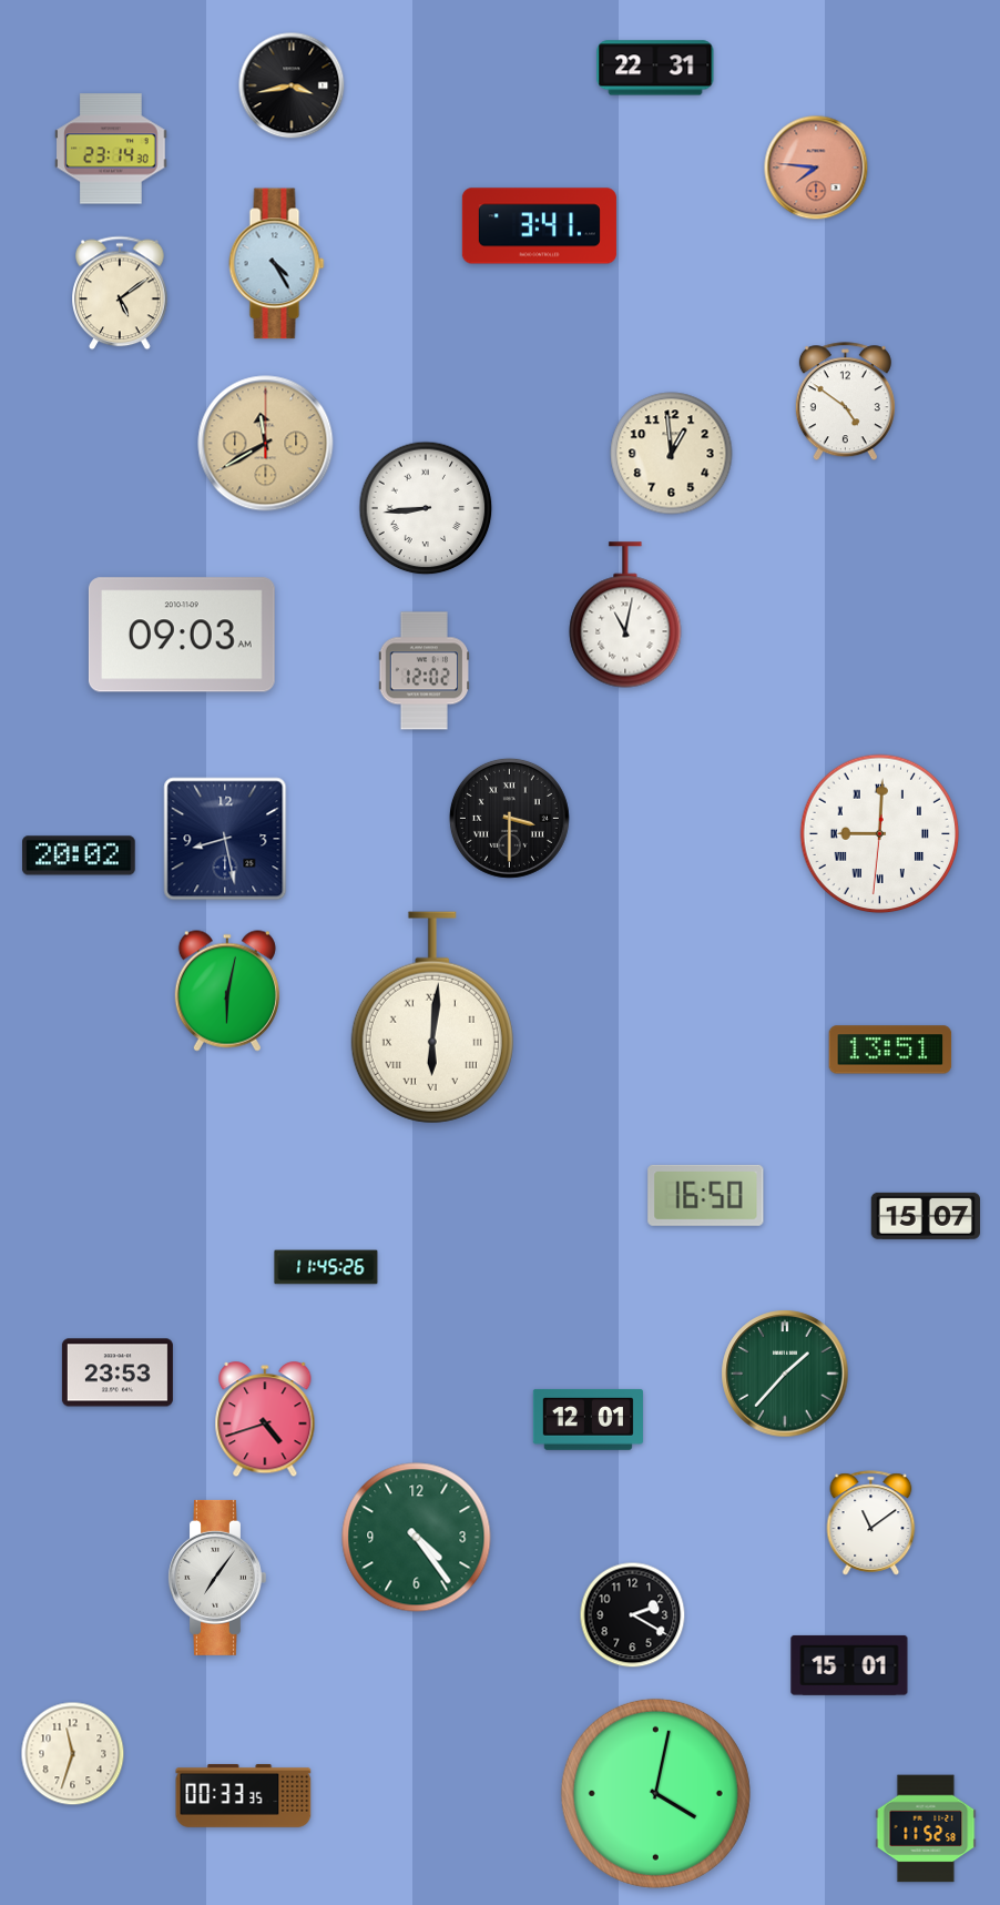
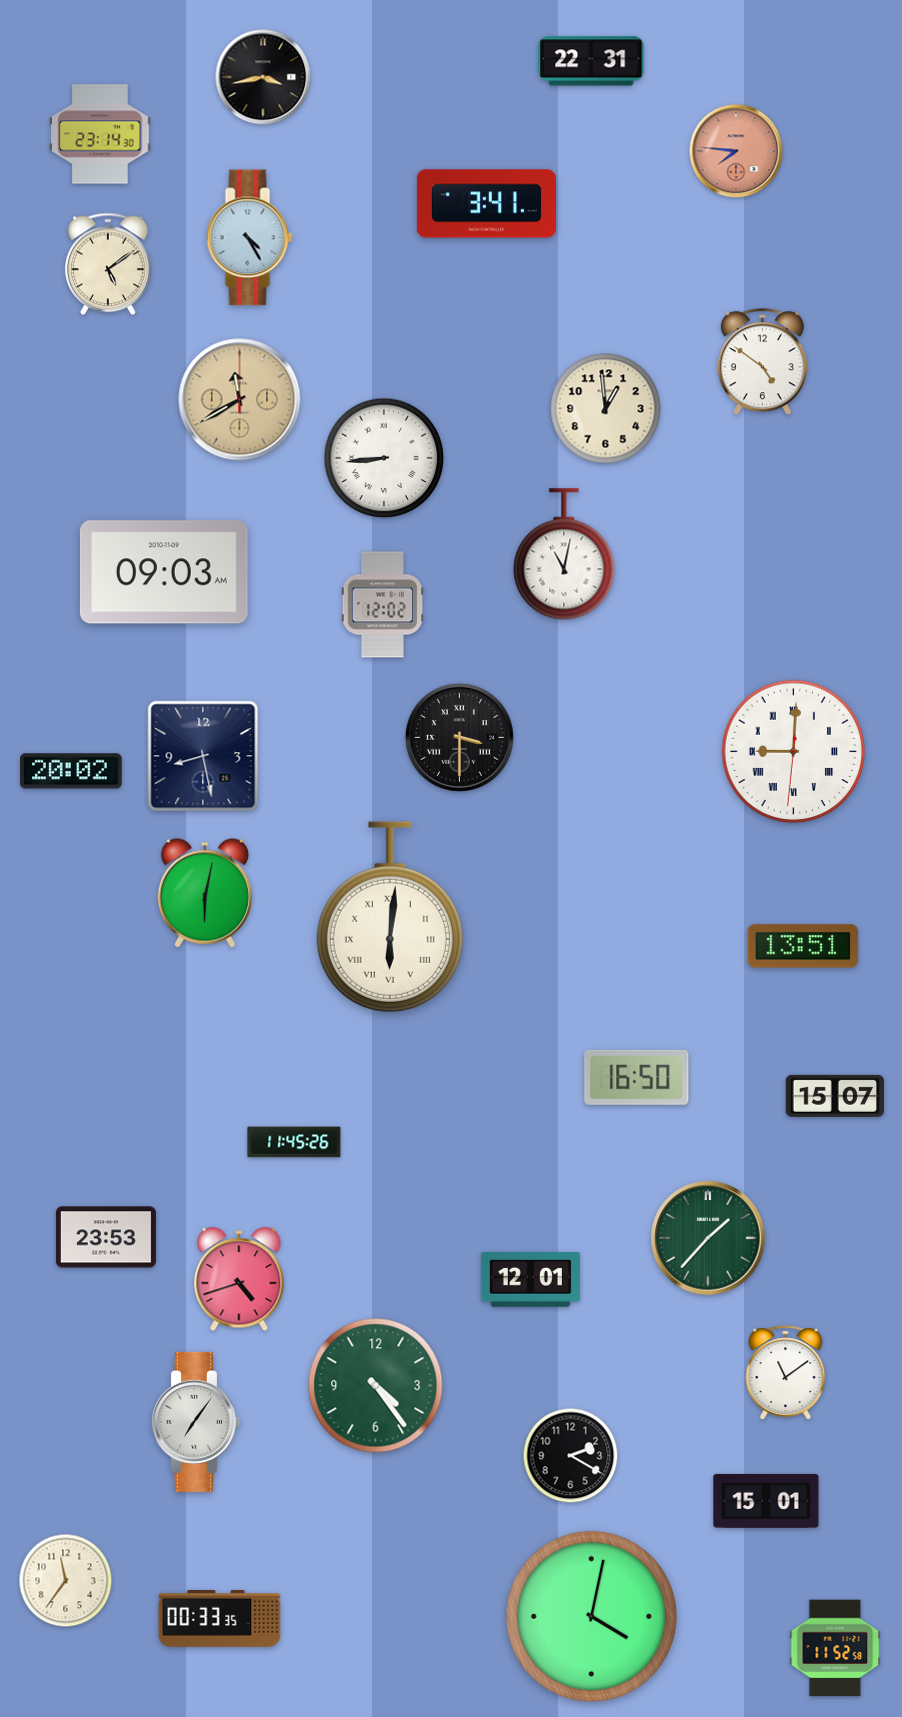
clock at (73, 1754): 11:33 -> 11:36
